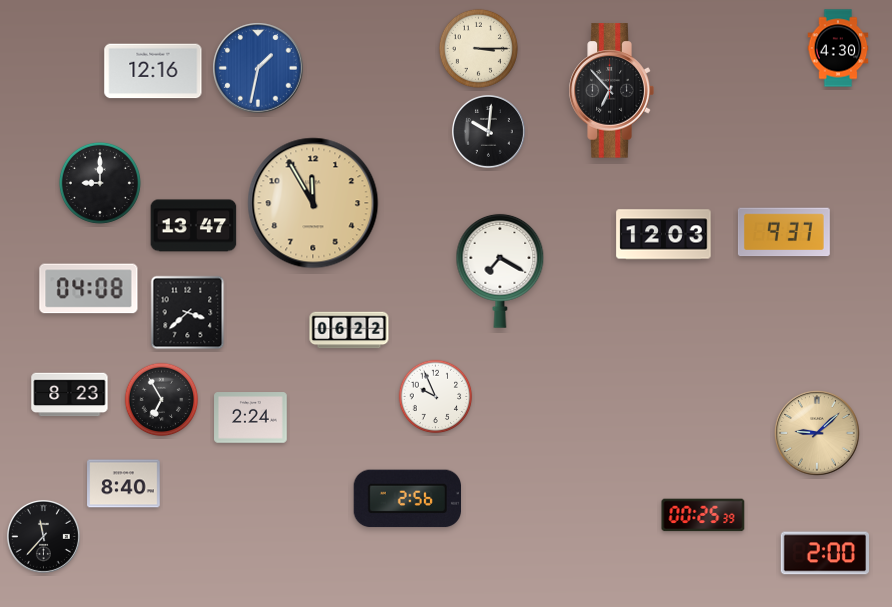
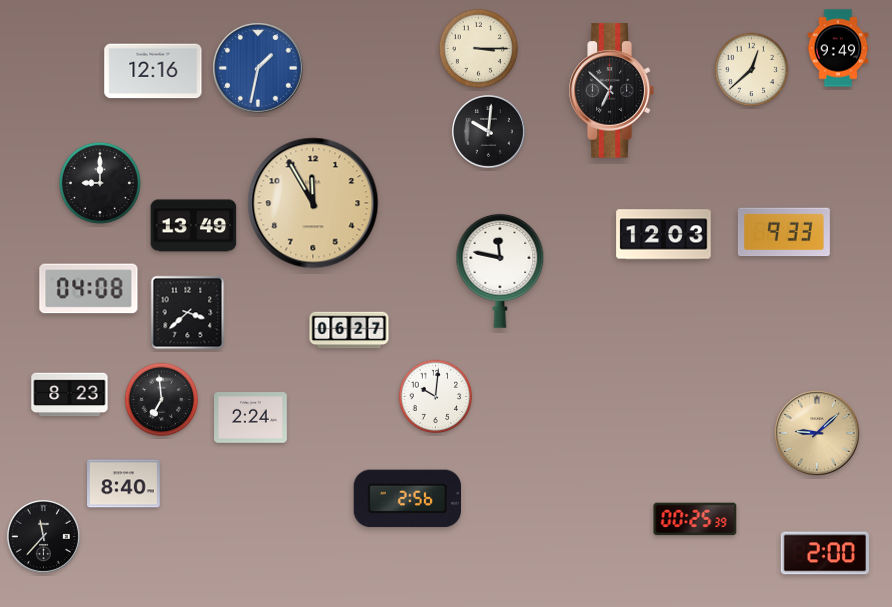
clock at (838, 48): 4:30 -> 9:49
clock at (752, 70): none -> 12:38
clock at (611, 91): 6:53 -> 6:52
clock at (194, 226): 13:47 -> 13:49
clock at (784, 232): 9:37 -> 9:33
clock at (500, 271): 7:20 -> 11:47
clock at (349, 330): 06:22 -> 06:27
clock at (436, 397): 9:56 -> 10:01
clock at (162, 400): 6:55 -> 6:59
clock at (703, 515) position: (703, 515) -> (695, 519)
